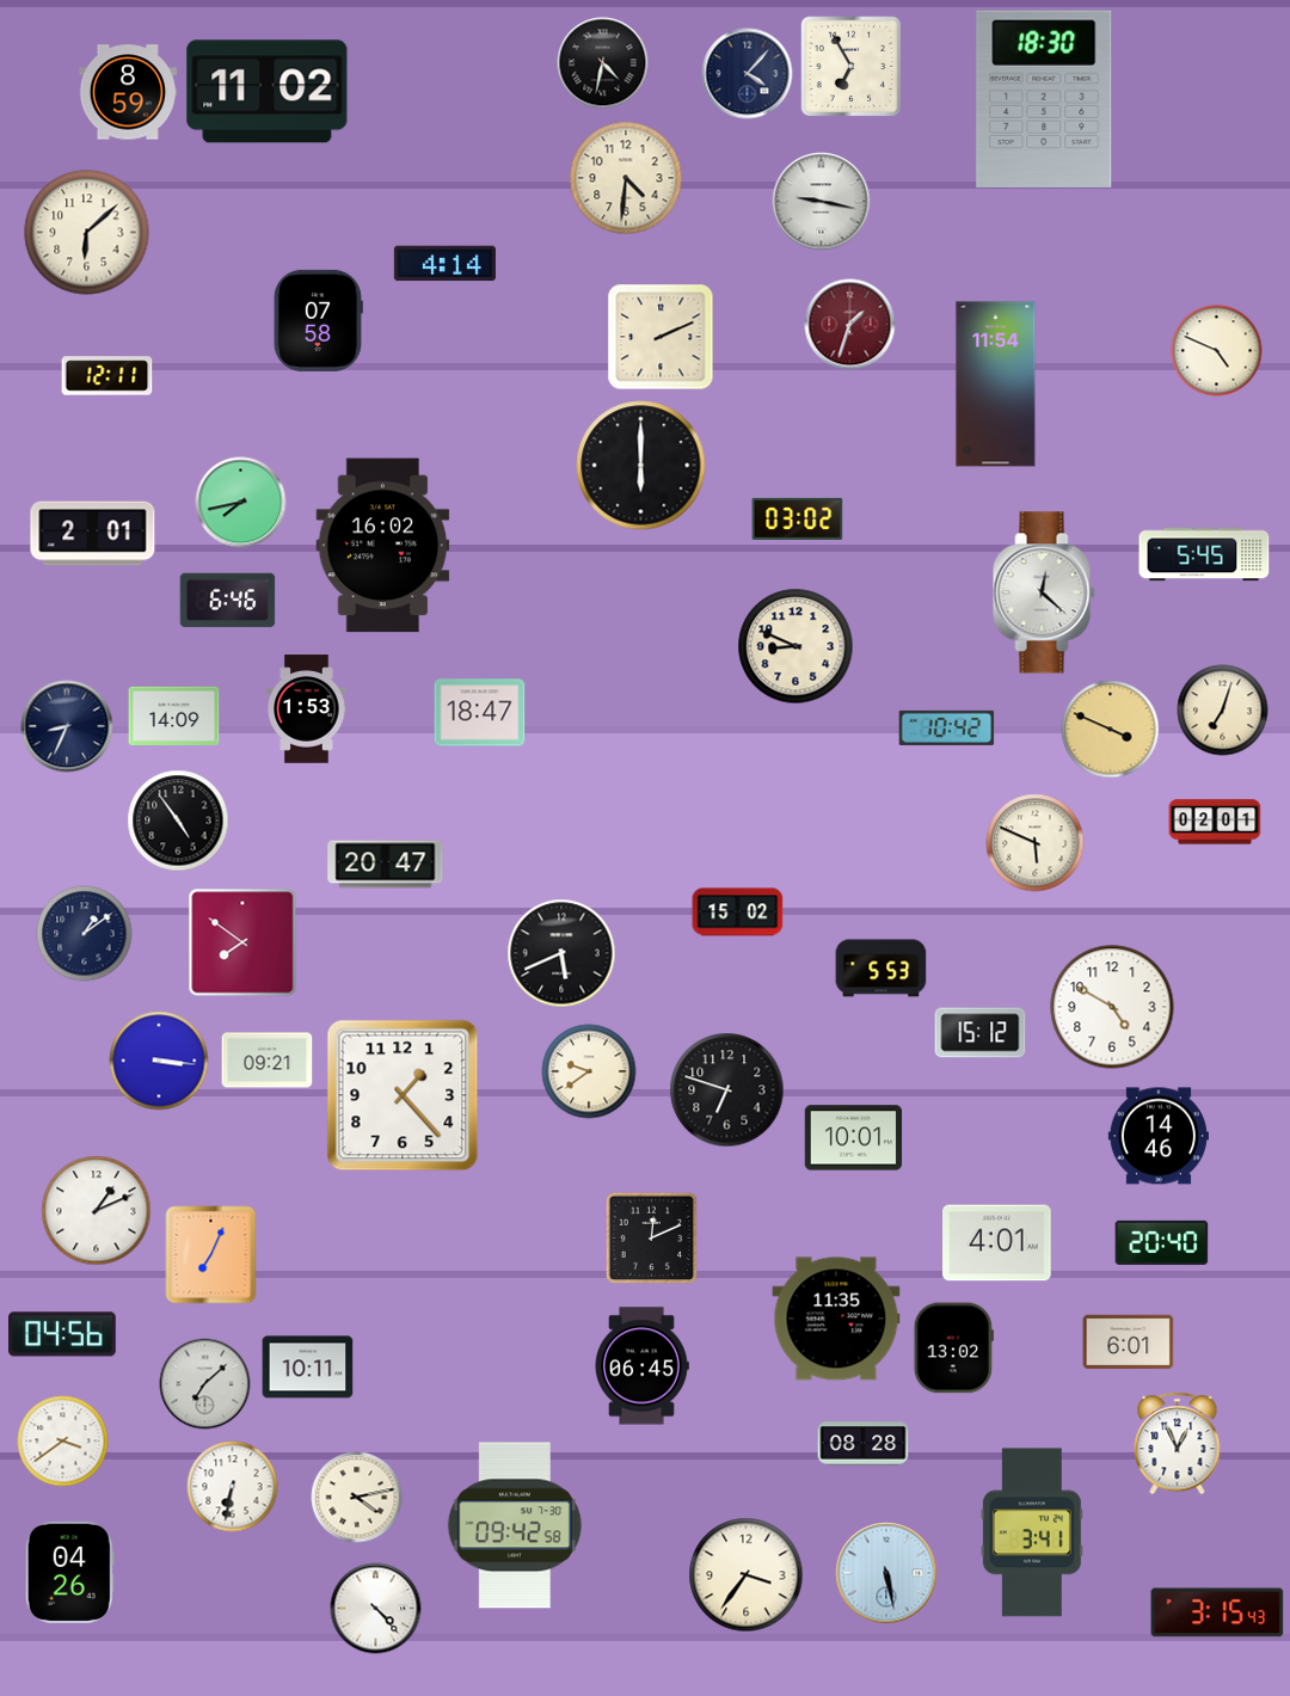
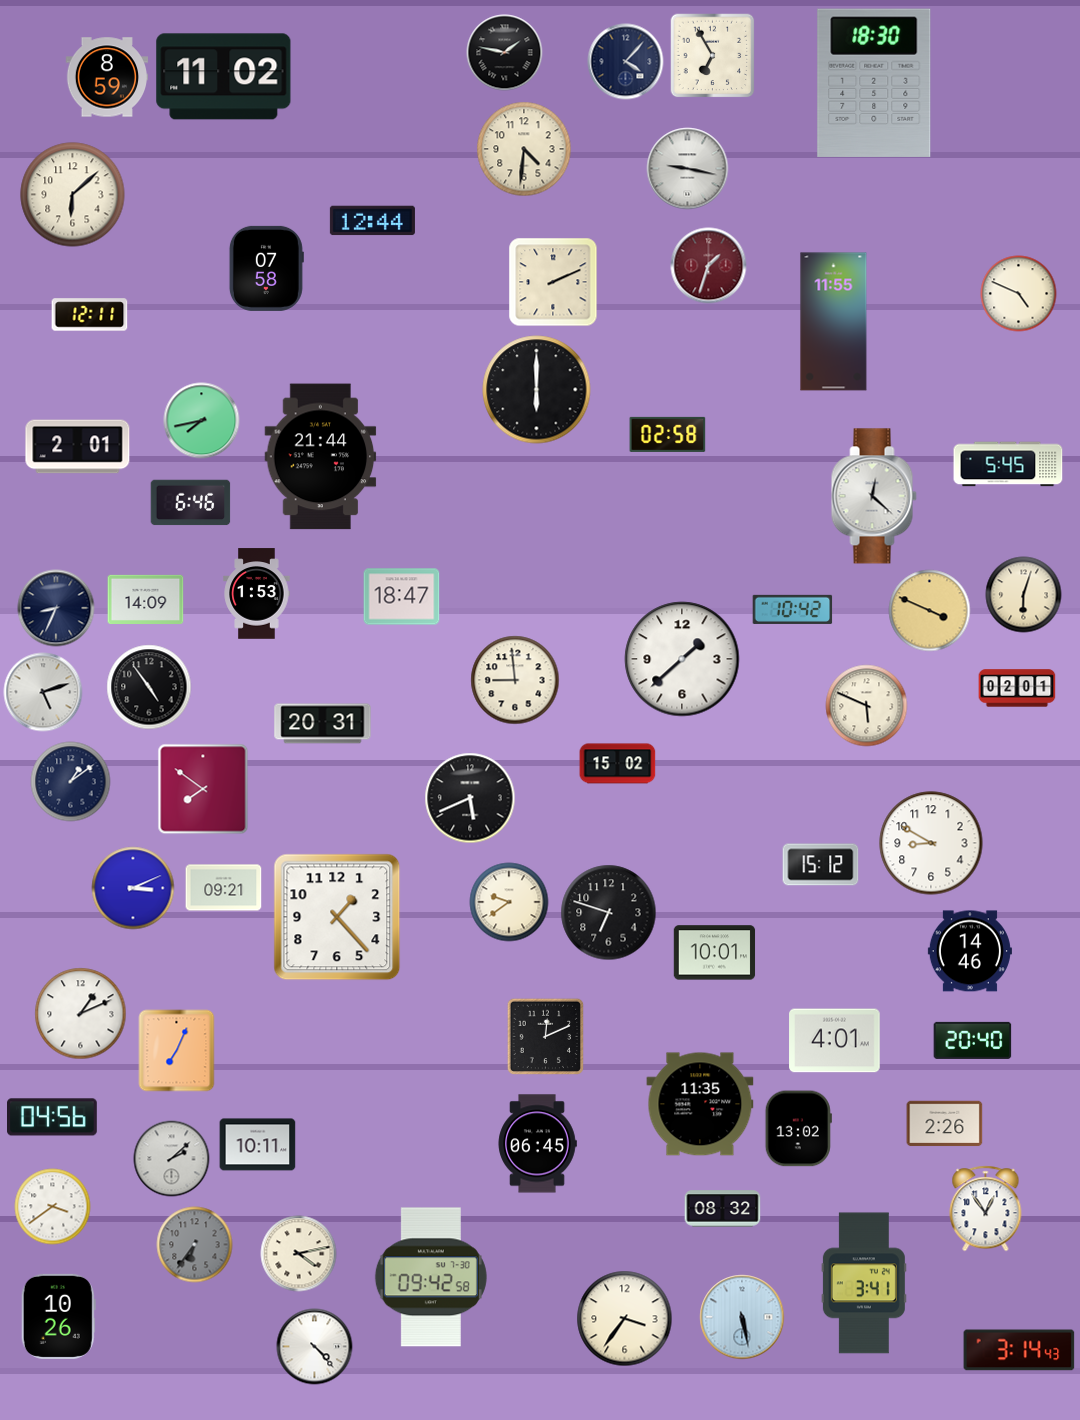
clock at (603, 63): 4:32 -> 1:47
clock at (444, 264): 4:14 -> 12:44
clock at (850, 325) position: (850, 325) -> (709, 266)
clock at (996, 385): 11:54 -> 11:55
clock at (798, 518): 03:02 -> 02:58
clock at (383, 546): 16:02 -> 21:44
clock at (795, 646): 8:49 -> none
clock at (1223, 711): 7:03 -> 6:03
clock at (682, 659): none -> 1:38
clock at (515, 680): none -> 8:59
clock at (43, 692): none -> 5:12
clock at (386, 865): 20:47 -> 20:31
clock at (881, 969): 5:53 -> none
clock at (1112, 1007): 4:50 -> 8:50
clock at (159, 1061): 3:16 -> 3:11
clock at (589, 1071) position: (589, 1071) -> (509, 902)
clock at (1129, 1342): 6:01 -> 2:26
clock at (205, 1384): 7:08 -> 2:08
clock at (864, 1444): 08:28 -> 08:32
clock at (1178, 1444): 12:56 -> 12:54
clock at (233, 1487): 6:32 -> 6:36
clock at (233, 1487) dial: white -> grey
clock at (69, 1572): 04:26 -> 10:26
clock at (1217, 1612): 3:15 -> 3:14
